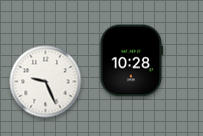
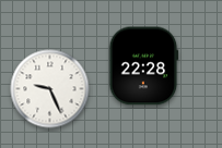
clock at (132, 61): 10:28 -> 22:28
